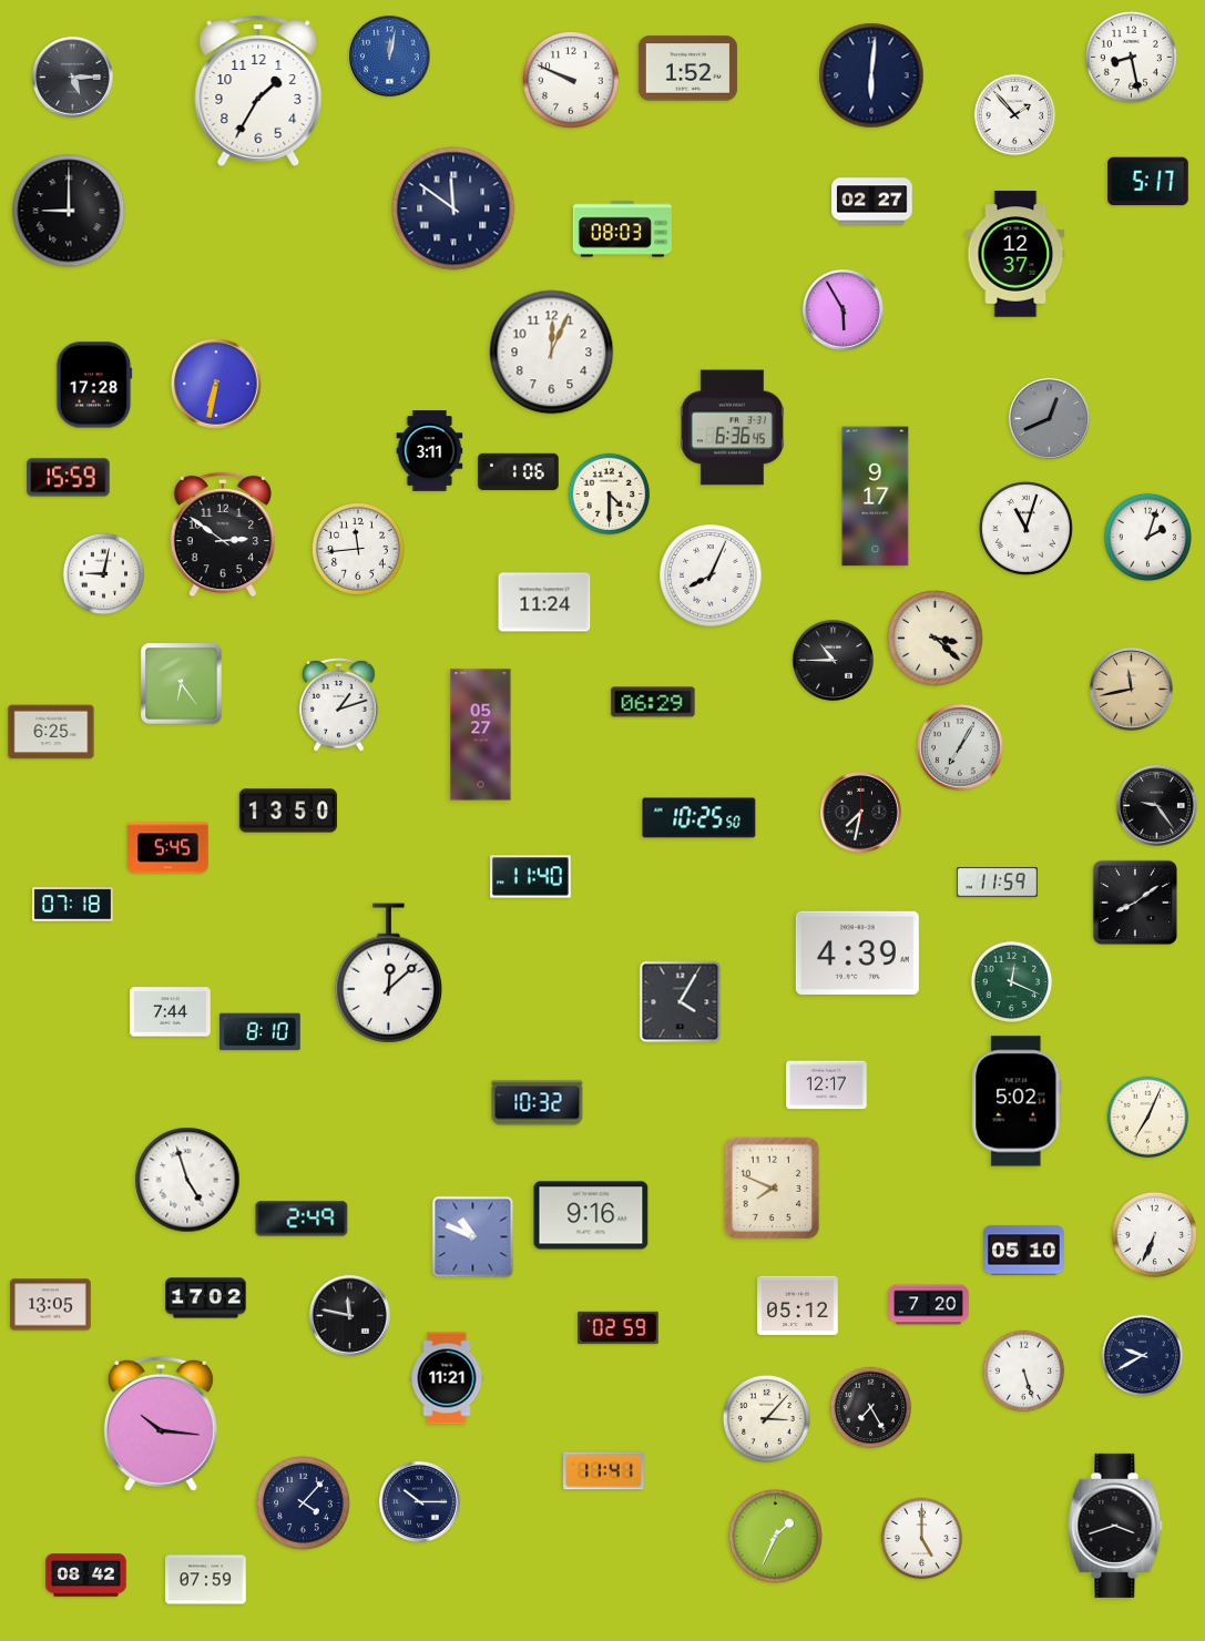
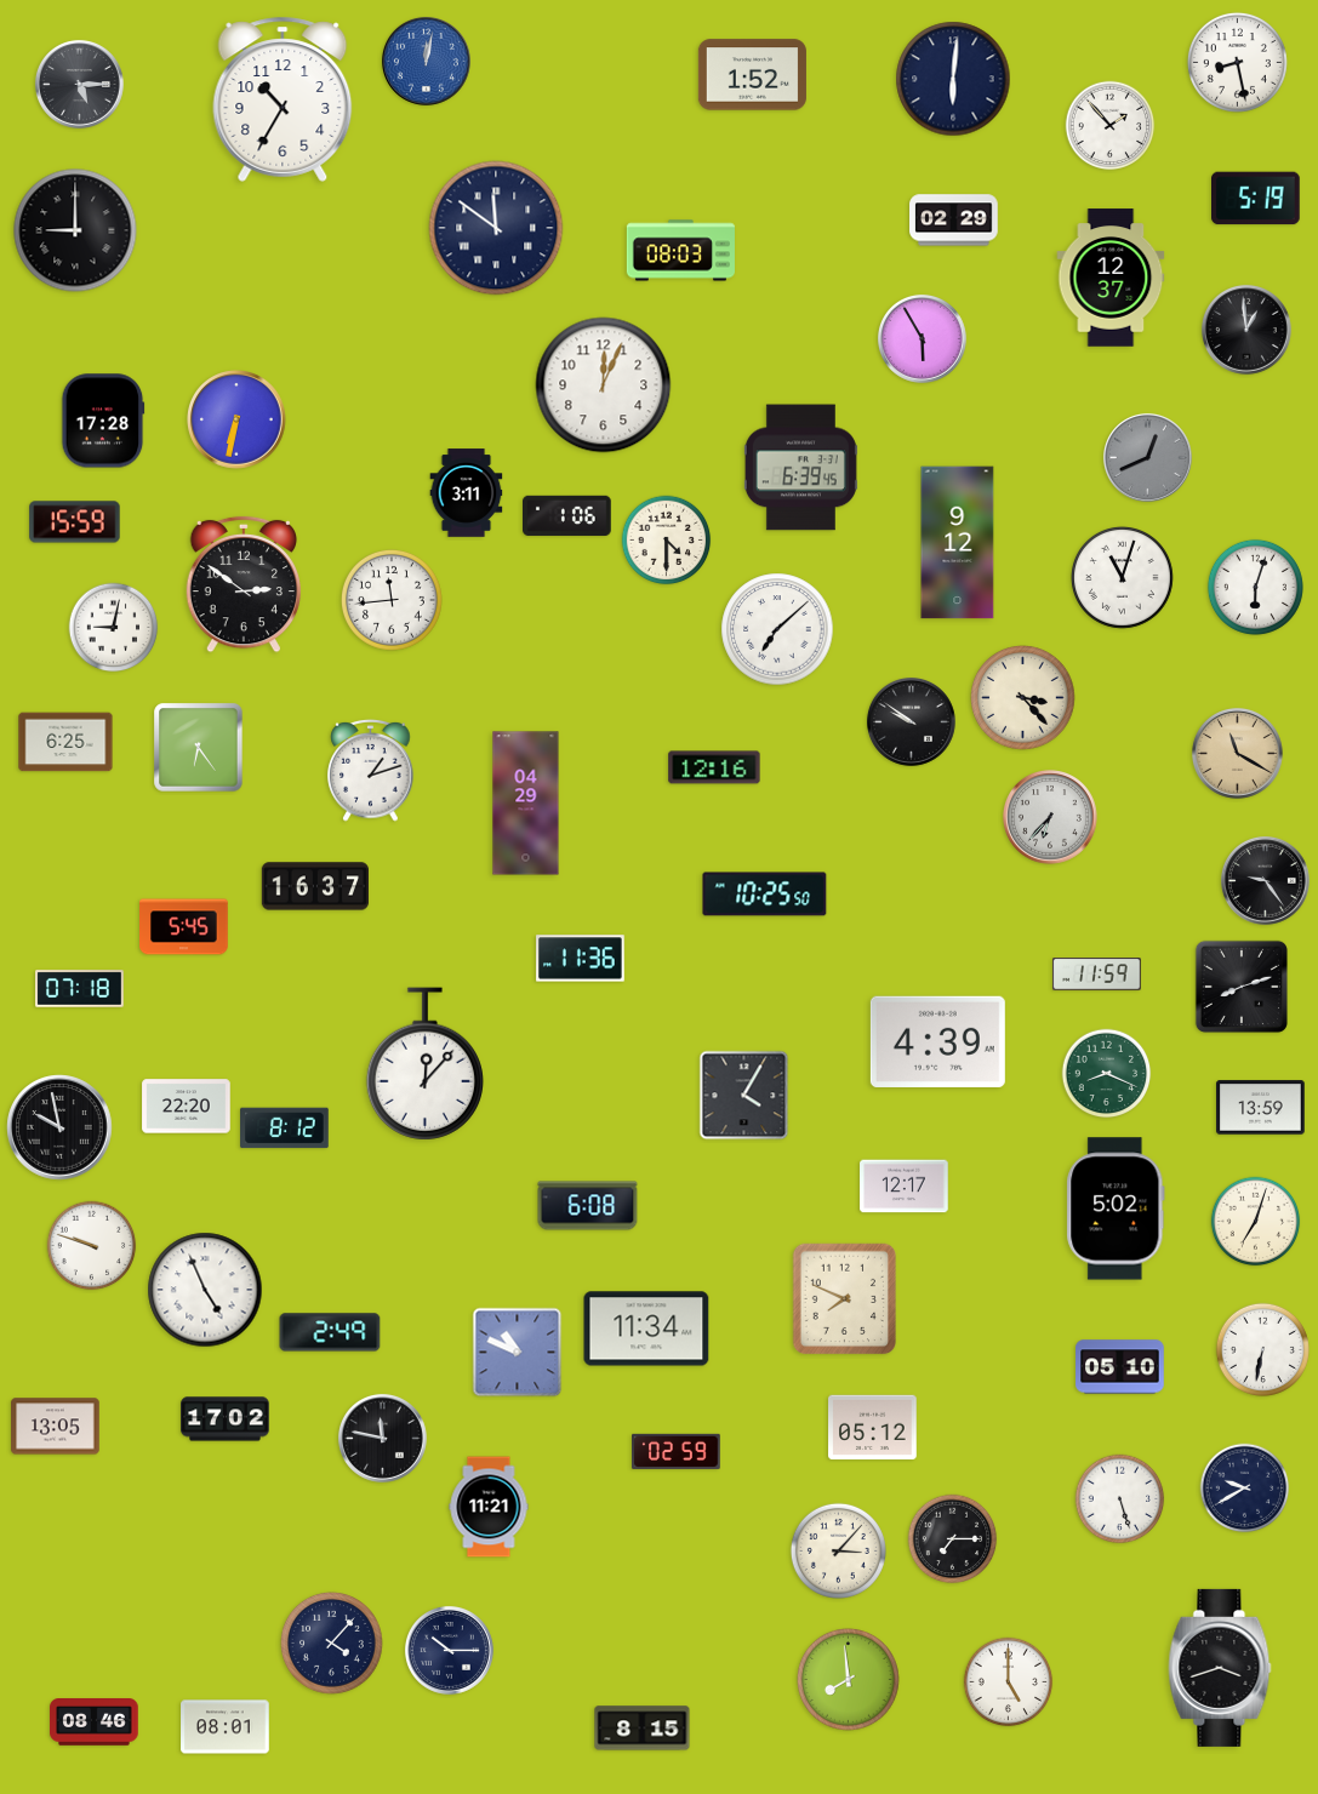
clock at (871, 75) position: (871, 75) -> (953, 79)
clock at (571, 80): 9:49 -> none
clock at (258, 91): 1:35 -> 10:35
clock at (1148, 182): 5:17 -> 5:19
clock at (872, 202): 02:27 -> 02:29
clock at (1246, 330): none -> 12:59
clock at (732, 428): 6:36 -> 6:39
clock at (430, 451) position: (430, 451) -> (467, 493)
clock at (876, 497): 9:17 -> 9:12
clock at (1147, 537): 2:03 -> 6:03
clock at (711, 575): 8:04 -> 7:08
clock at (544, 602): 11:24 -> none
clock at (936, 639): 3:22 -> 3:23
clock at (833, 660): 10:45 -> 9:51
clock at (1131, 689): 11:43 -> 11:20
clock at (653, 702): 06:29 -> 12:16
clock at (51, 732) position: (51, 732) -> (65, 742)
clock at (481, 735): 05:27 -> 04:29
clock at (961, 748): 7:05 -> 6:37
clock at (287, 811): 13:50 -> 16:37
clock at (860, 812): 7:32 -> none
clock at (531, 877): 11:40 -> 11:36
clock at (998, 883) position: (998, 883) -> (1097, 975)
clock at (1135, 903): 8:09 -> 8:12
clock at (388, 974): 12:08 -> 12:07
clock at (1012, 982): 12:19 -> 8:19
clock at (171, 1012): 7:44 -> 22:20
clock at (1261, 1108): none -> 13:59
clock at (59, 1127): none -> 9:58
clock at (261, 1032): 8:10 -> 8:12
clock at (1017, 1101) position: (1017, 1101) -> (1116, 1209)
clock at (538, 1103): 10:32 -> 6:08
clock at (1148, 1118): 7:04 -> 7:03
clock at (92, 1246): none -> 9:48
clock at (187, 1180): 4:57 -> 4:56
clock at (591, 1215): 9:16 -> 11:34
clock at (1154, 1234): 6:34 -> 6:32
clock at (929, 1305): 7:20 -> none
clock at (1143, 1356) position: (1143, 1356) -> (1245, 1489)
clock at (871, 1408): 7:25 -> 7:15
clock at (161, 1424): 10:16 -> none
clock at (604, 1471): 11:41 -> none
clock at (419, 1501) position: (419, 1501) -> (449, 1650)
clock at (775, 1536): 1:34 -> 7:59
clock at (86, 1576): 08:42 -> 08:46
clock at (206, 1580): 07:59 -> 08:01
clock at (643, 1729): none -> 8:15
